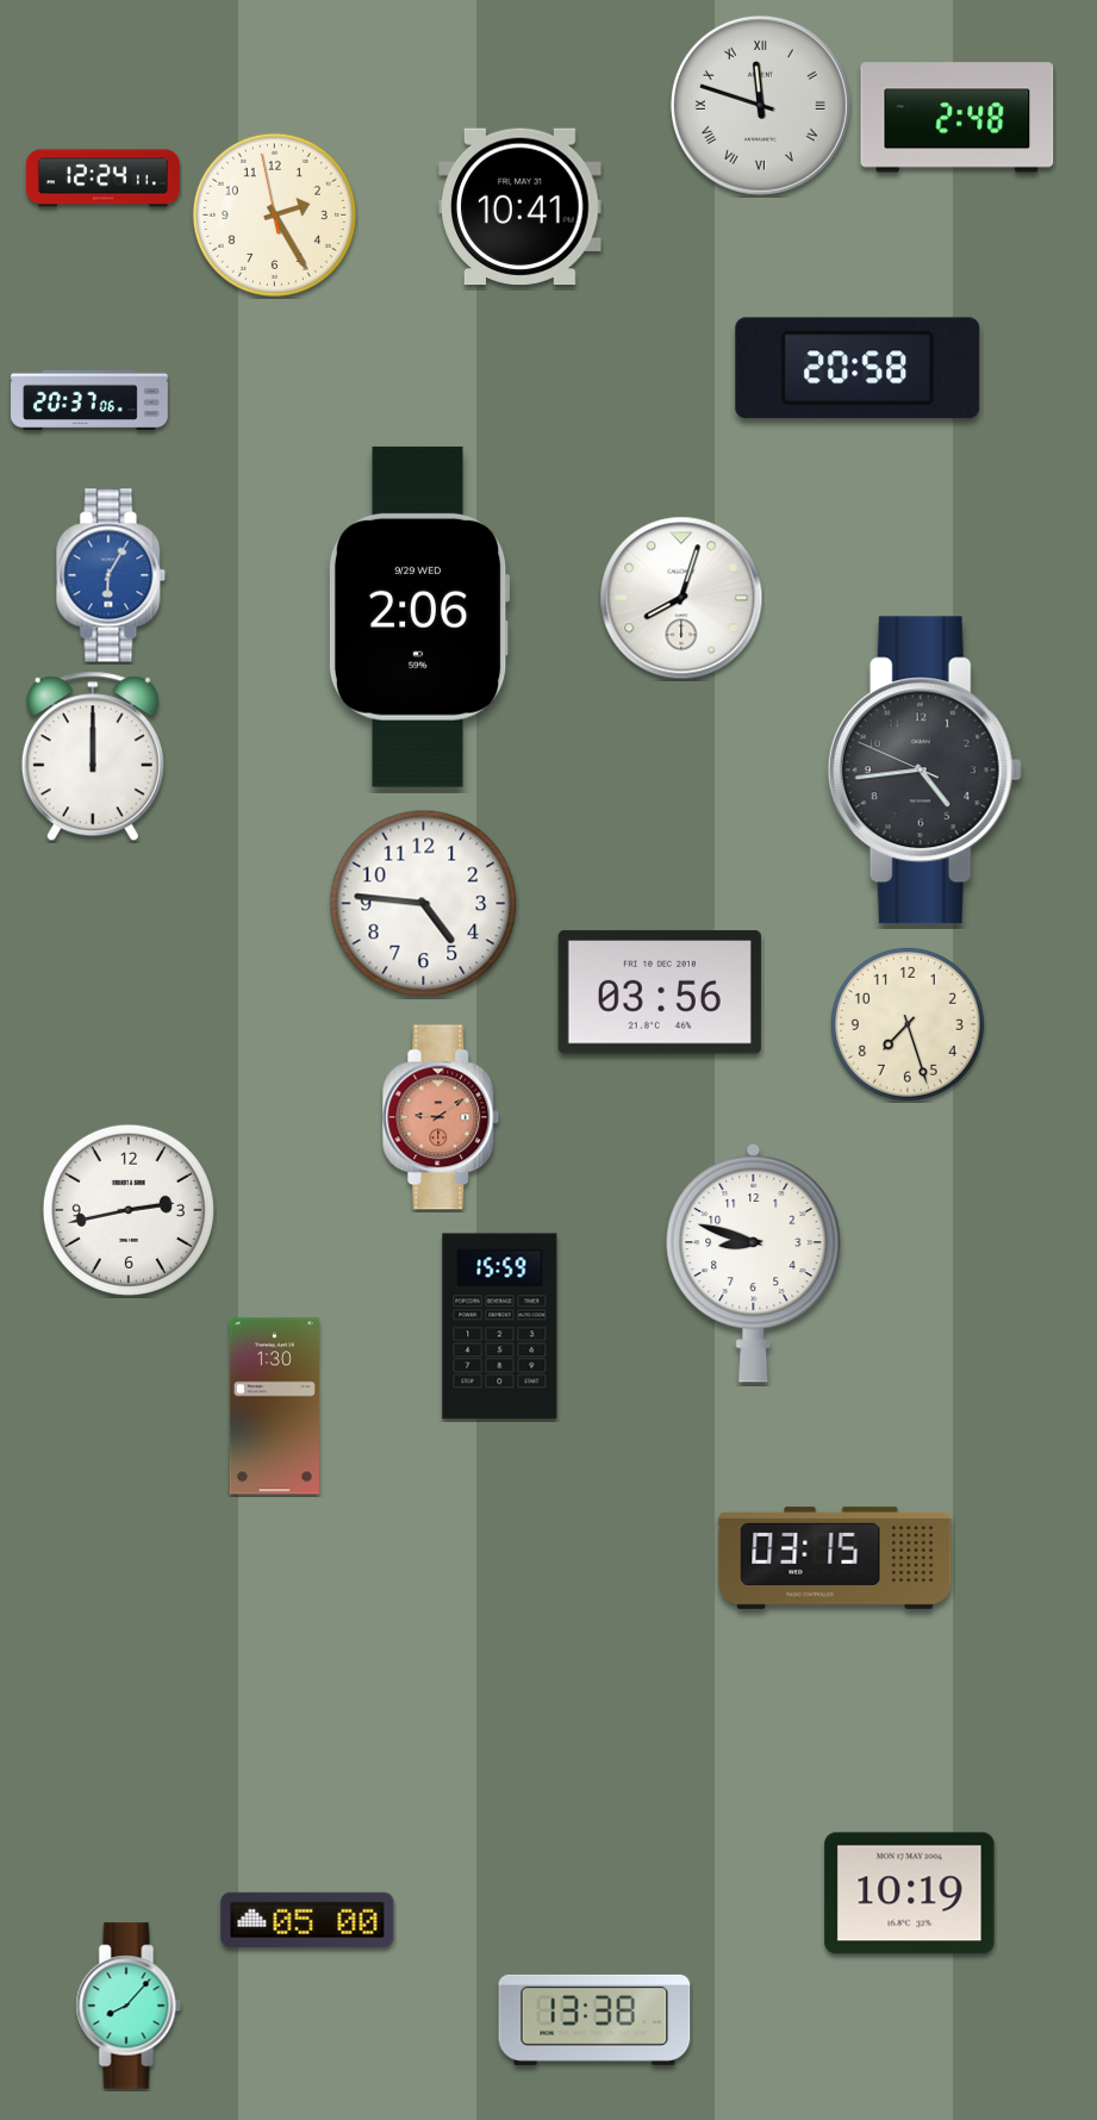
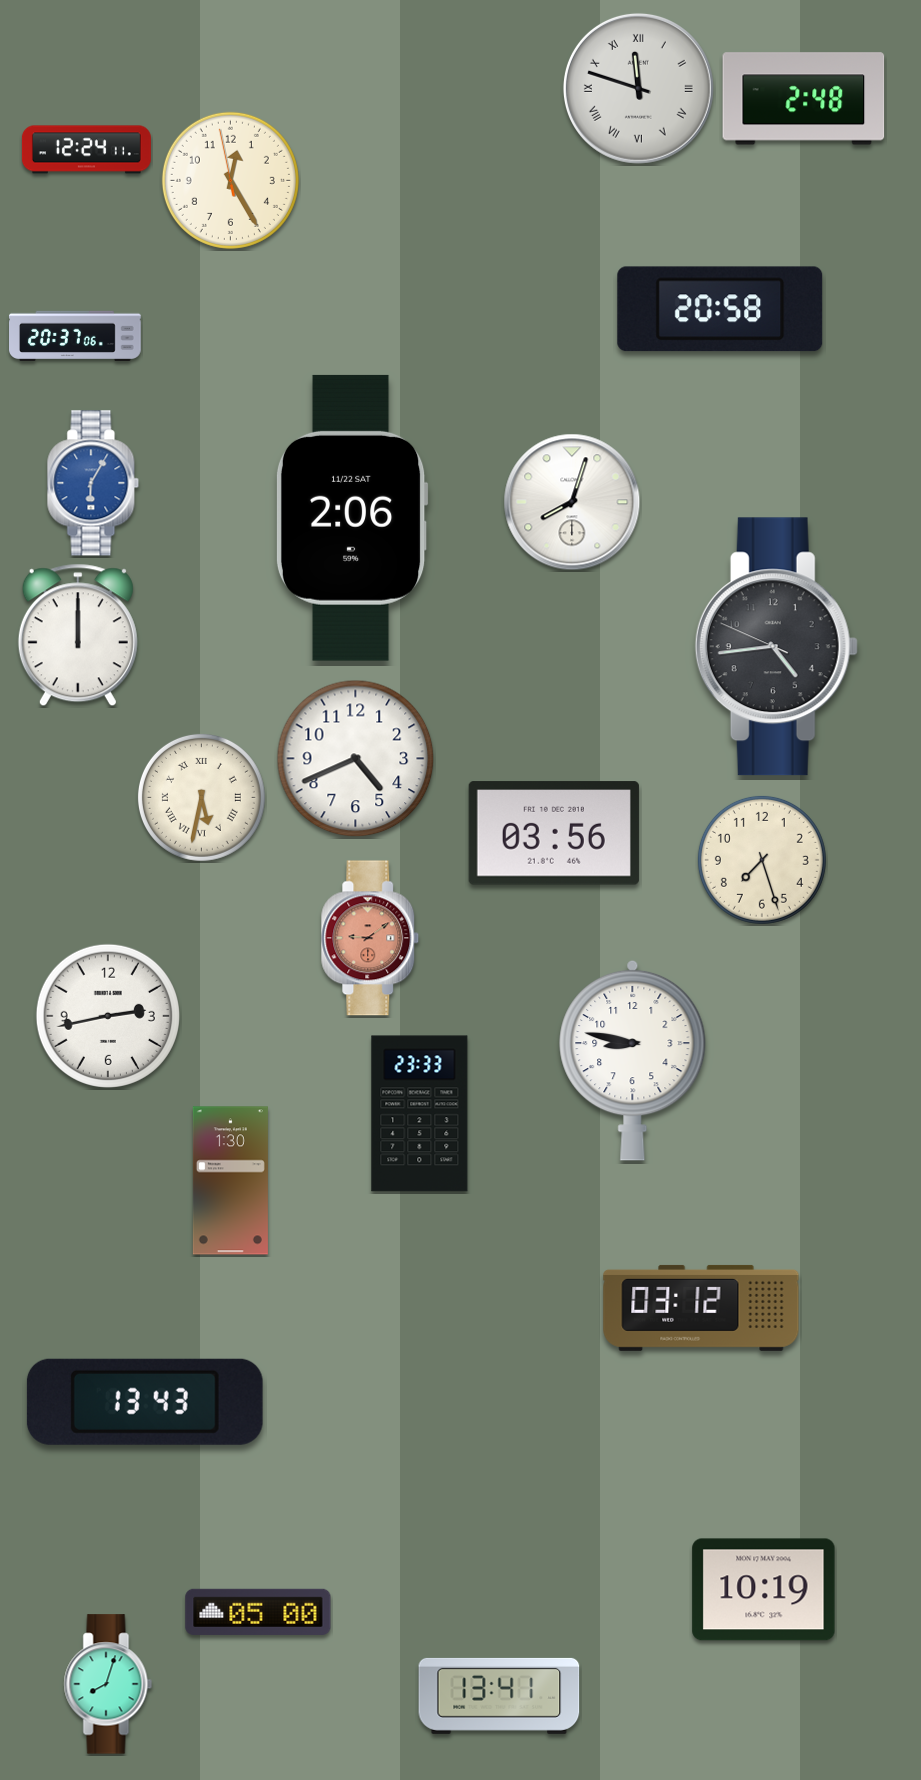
clock at (521, 207): 10:41 -> none
clock at (274, 214): 2:24 -> 12:24
clock at (419, 617) date: 9/29 WED -> 11/22 SAT
clock at (424, 904): 4:46 -> 4:41
clock at (201, 797): none -> 5:32
clock at (754, 1262): 8:48 -> 8:47
clock at (500, 1327): 15:59 -> 23:33
clock at (835, 1558): 03:15 -> 03:12
clock at (145, 1402): none -> 13:43
clock at (129, 2006): 8:07 -> 8:03
clock at (594, 2020): 13:38 -> 13:41
